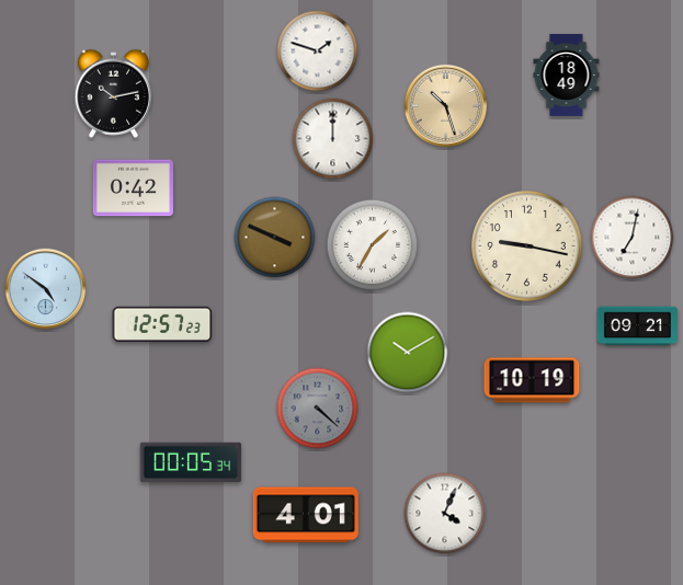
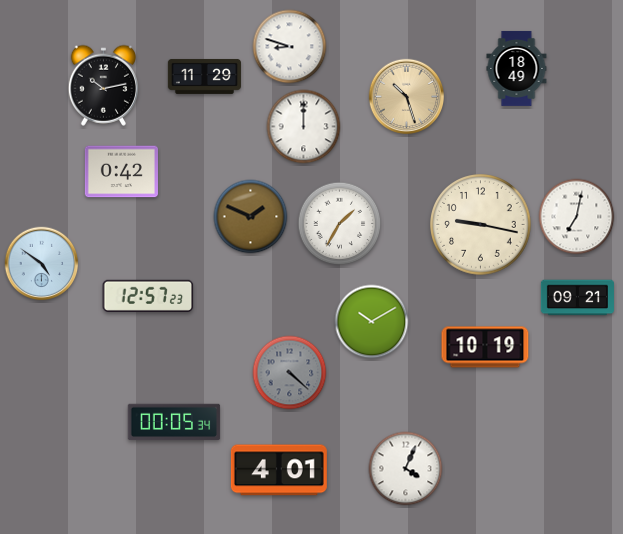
clock at (318, 51): 1:48 -> 8:48
clock at (204, 76): none -> 11:29
clock at (275, 238): 3:49 -> 1:49
clock at (637, 326) position: (637, 326) -> (577, 298)
